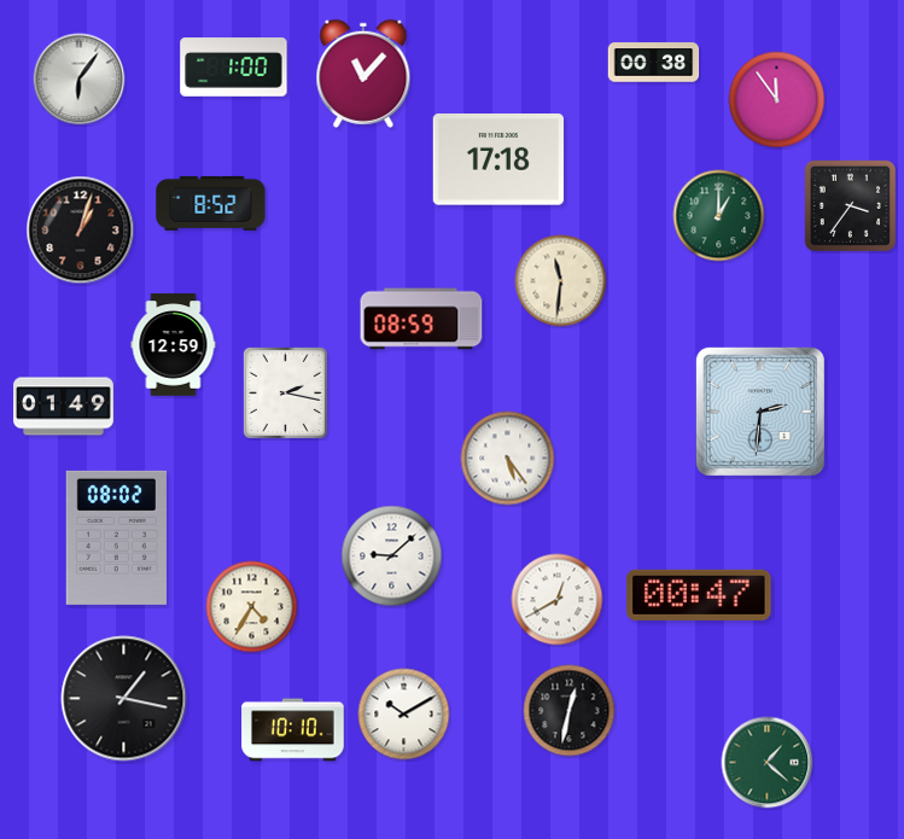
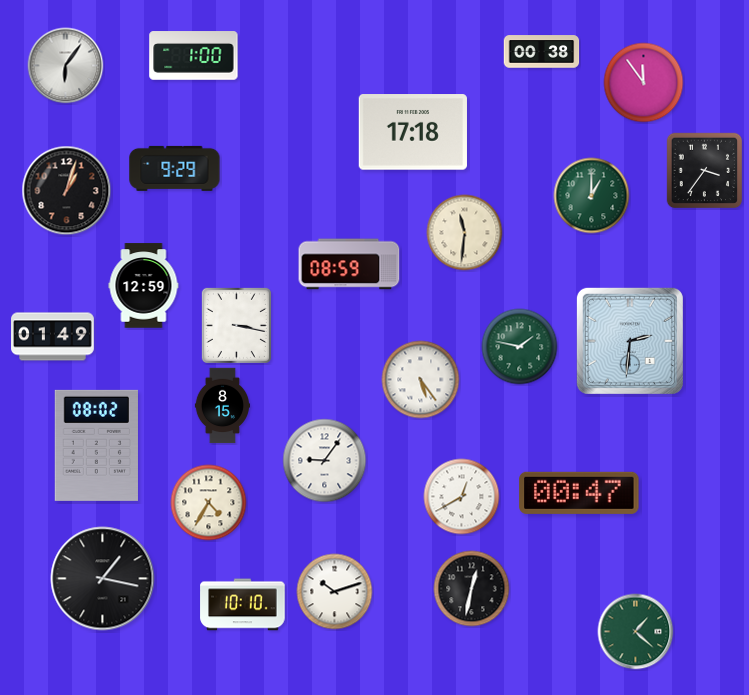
clock at (363, 74): 11:07 -> none
clock at (211, 203): 8:52 -> 9:29
clock at (719, 216) position: (719, 216) -> (592, 196)
clock at (285, 392): 2:17 -> 3:17
clock at (520, 347): none -> 1:47
clock at (222, 406): none -> 8:15
clock at (392, 557): 9:08 -> 9:06
clock at (404, 715): 10:10 -> 10:12
